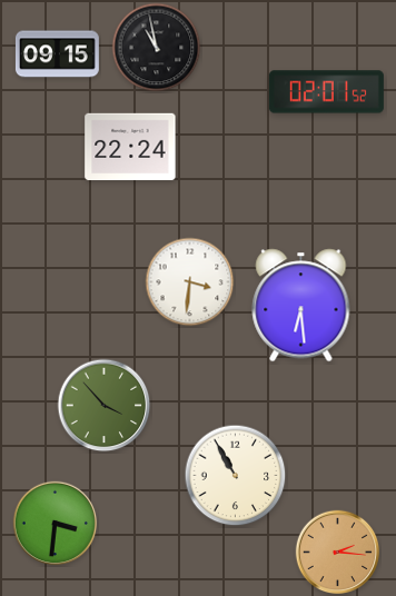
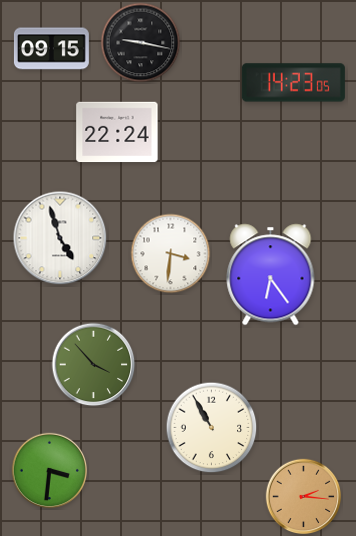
clock at (157, 48): 10:58 -> 9:17
clock at (326, 92): 02:01 -> 14:23
clock at (60, 238): none -> 4:57
clock at (301, 306): 6:29 -> 6:24
